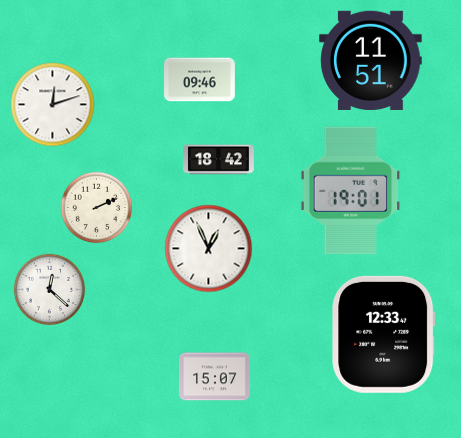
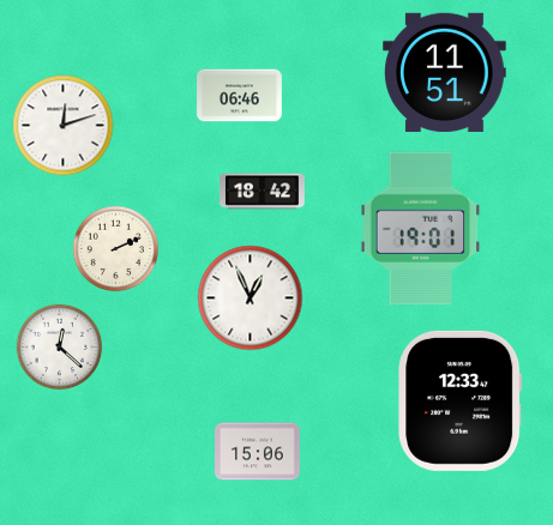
clock at (200, 80): 09:46 -> 06:46
clock at (215, 377): 15:07 -> 15:06
